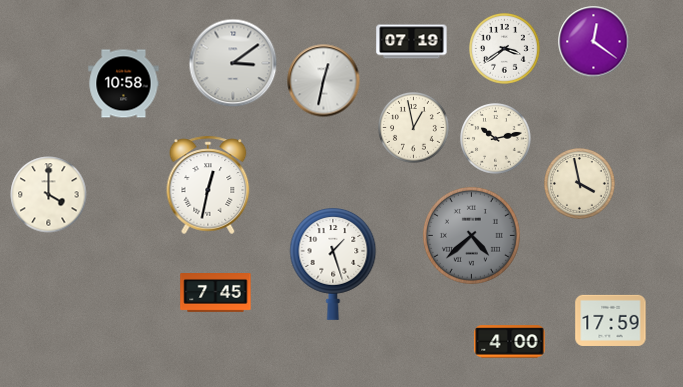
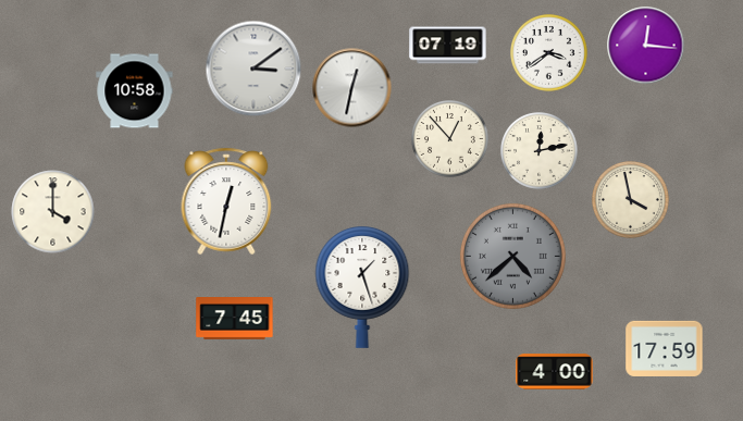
clock at (594, 42): 12:21 -> 12:16
clock at (414, 128): 12:58 -> 12:53
clock at (496, 139): 10:13 -> 12:13
